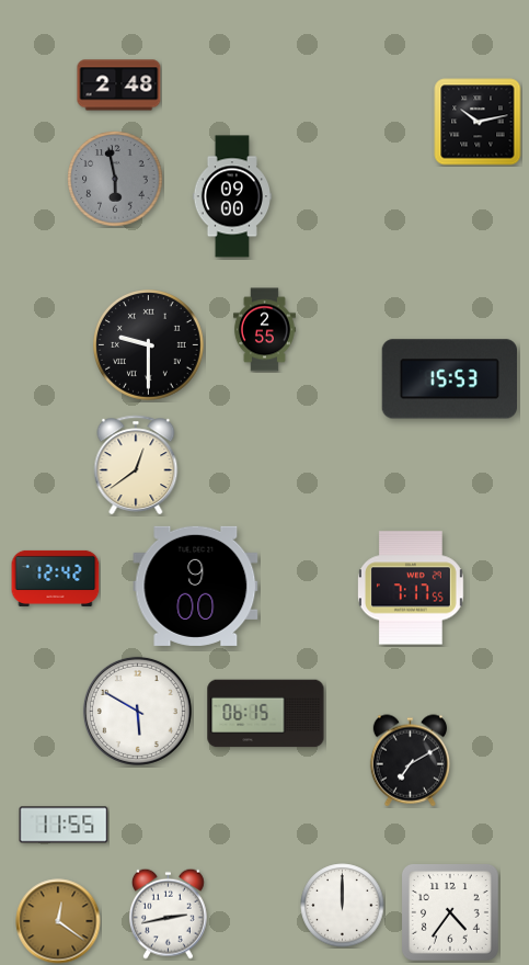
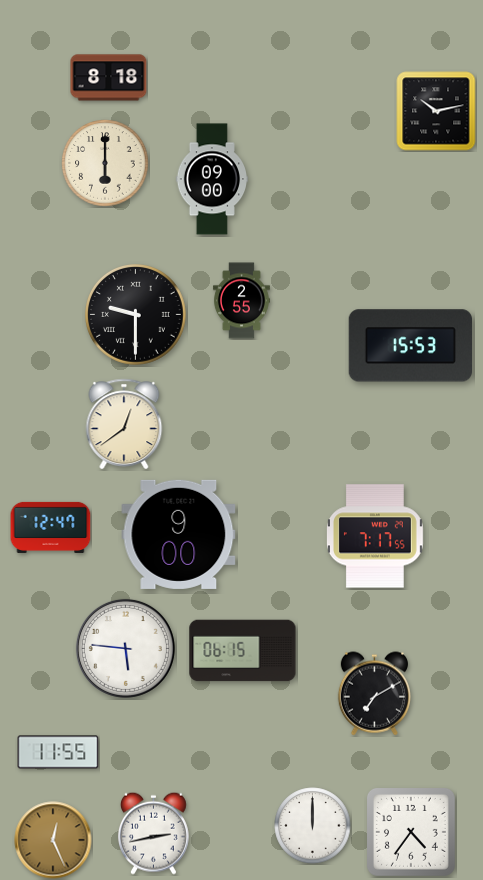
clock at (119, 86): 2:48 -> 8:18
clock at (115, 179): 5:58 -> 6:00
clock at (115, 179) dial: grey -> cream
clock at (56, 578): 12:42 -> 12:47
clock at (137, 711): 5:50 -> 5:46
clock at (58, 921): 12:21 -> 12:26
